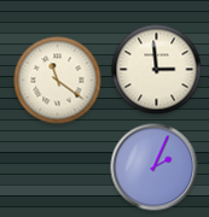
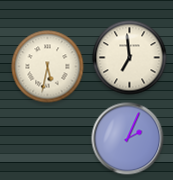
clock at (157, 70): 2:59 -> 6:59
clock at (58, 81): 11:21 -> 5:32
